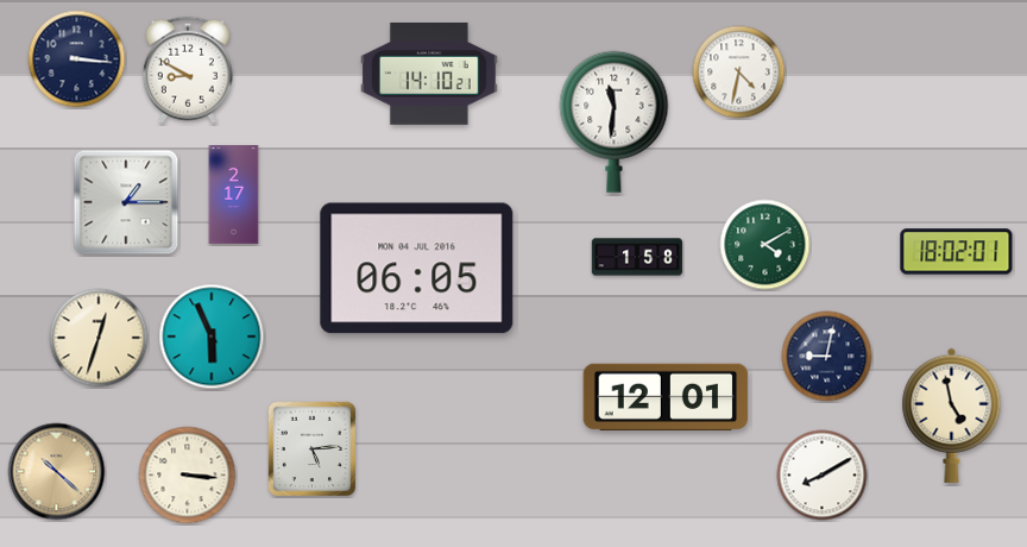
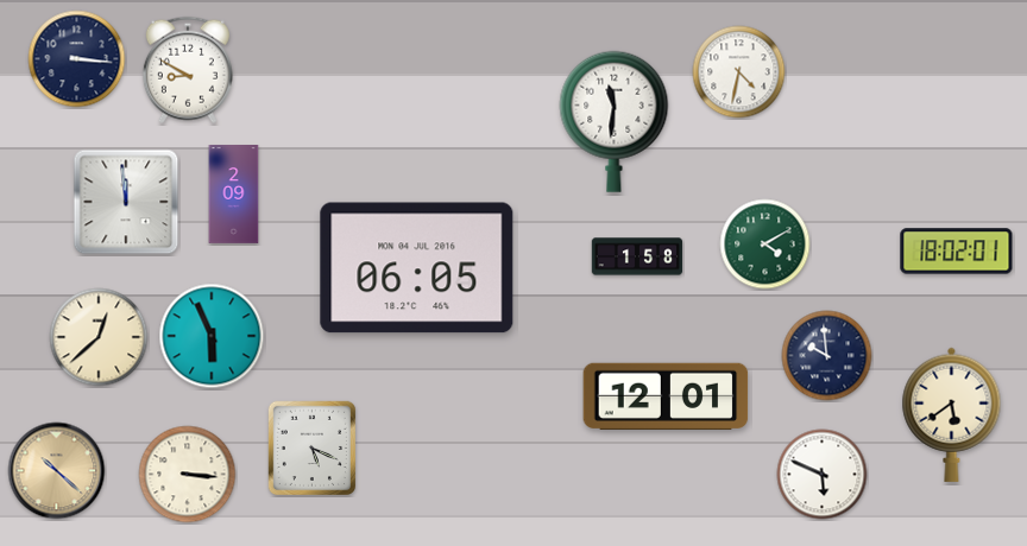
clock at (429, 74): 14:10 -> none
clock at (234, 195): 2:17 -> 2:09
clock at (126, 202): 1:15 -> 11:59
clock at (99, 338): 12:33 -> 12:38
clock at (827, 357): 9:02 -> 9:59
clock at (952, 415): 4:58 -> 5:39
clock at (311, 448): 5:14 -> 5:19
clock at (823, 476): 8:10 -> 5:49
